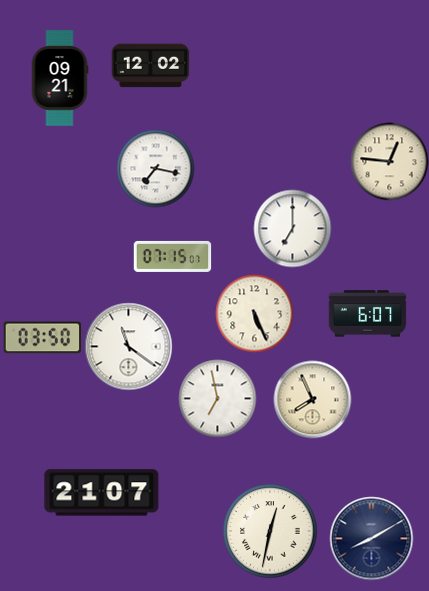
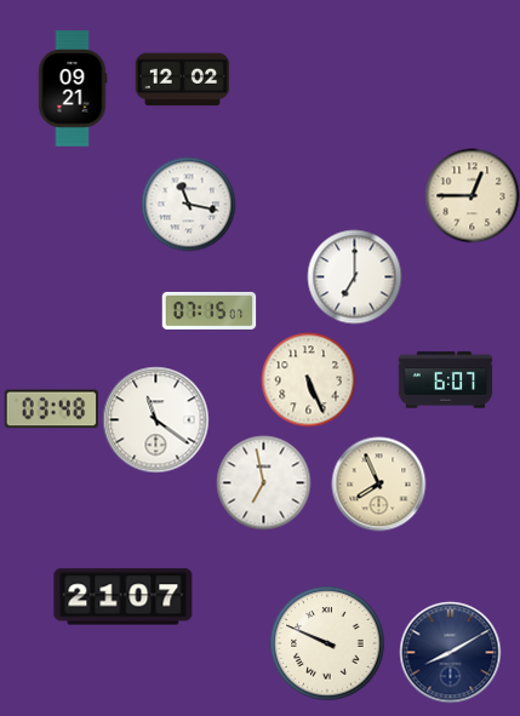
clock at (60, 78) position: (60, 78) -> (73, 88)
clock at (389, 161): 12:46 -> 12:45
clock at (155, 168): 7:17 -> 11:17
clock at (42, 338): 03:50 -> 03:48
clock at (270, 531): 12:32 -> 9:49
